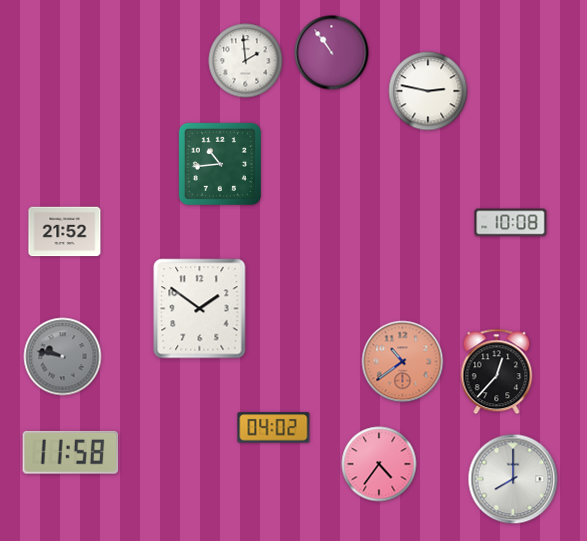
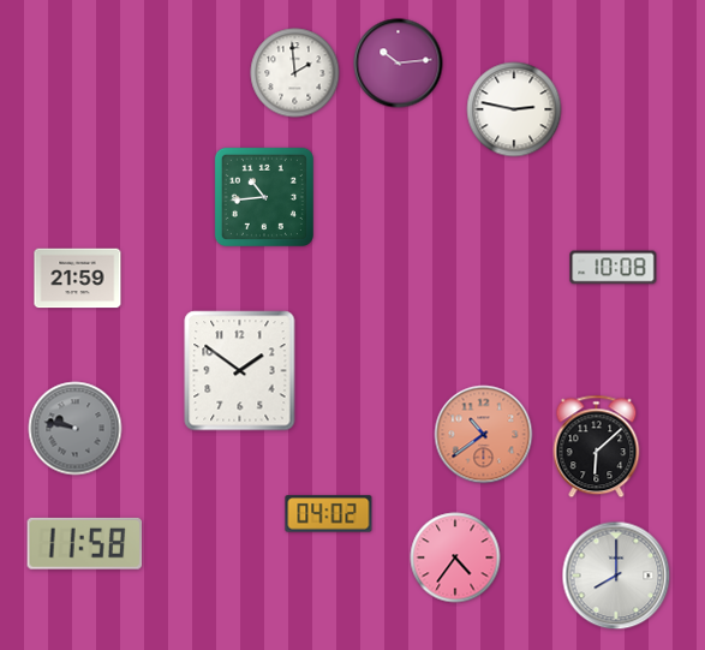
clock at (332, 53): 10:54 -> 10:14
clock at (65, 232): 21:52 -> 21:59
clock at (497, 372): 12:37 -> 6:08
